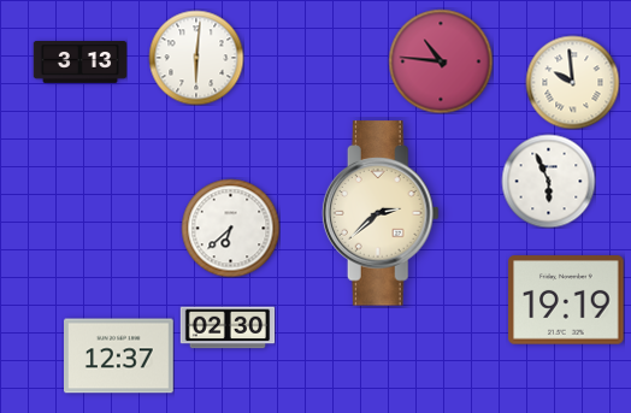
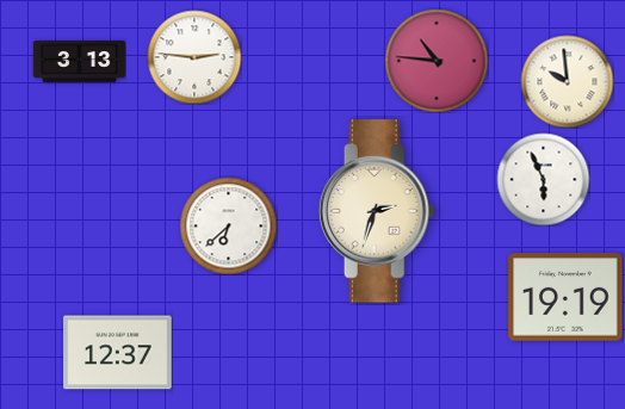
clock at (196, 58): 6:01 -> 2:46
clock at (381, 213): 2:38 -> 2:33
clock at (566, 300) position: (566, 300) -> (565, 297)
clock at (228, 328): 02:30 -> none
